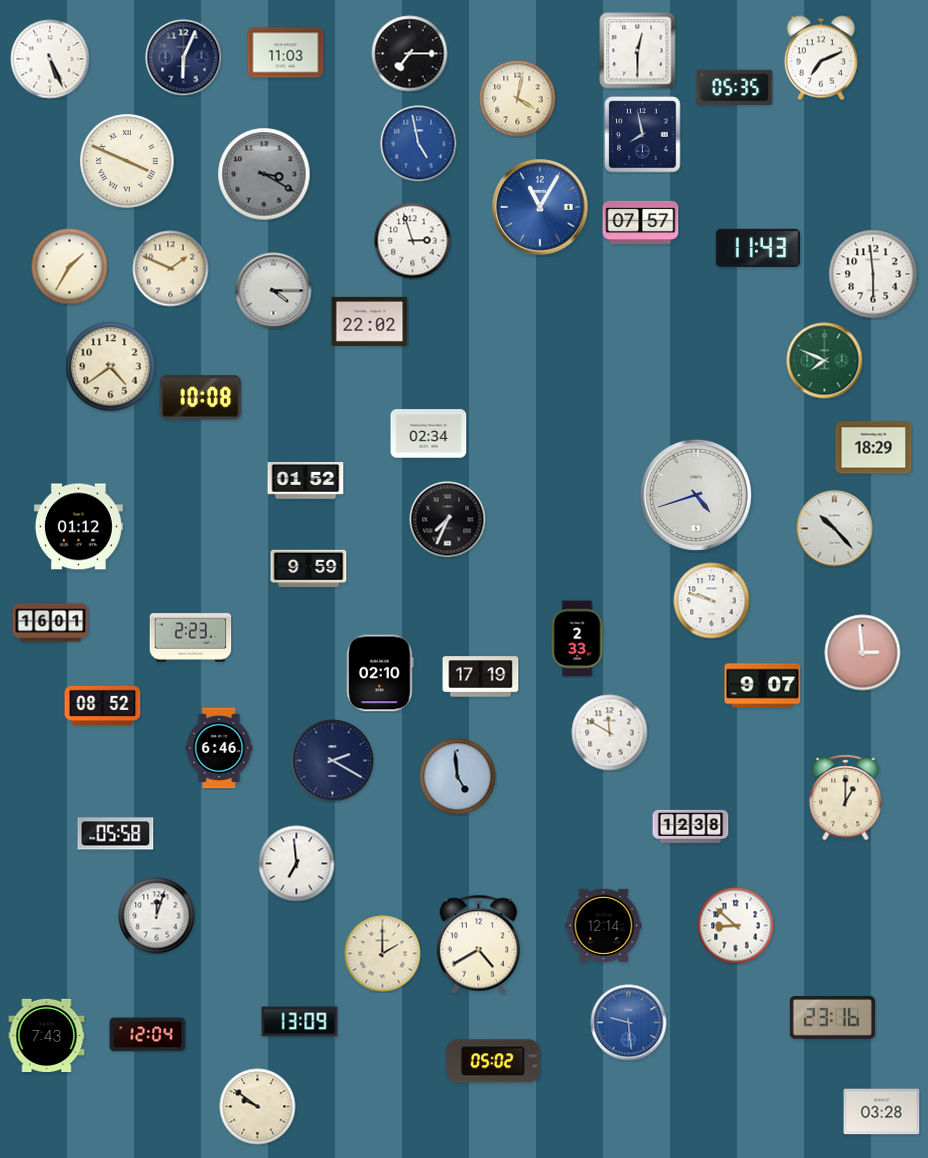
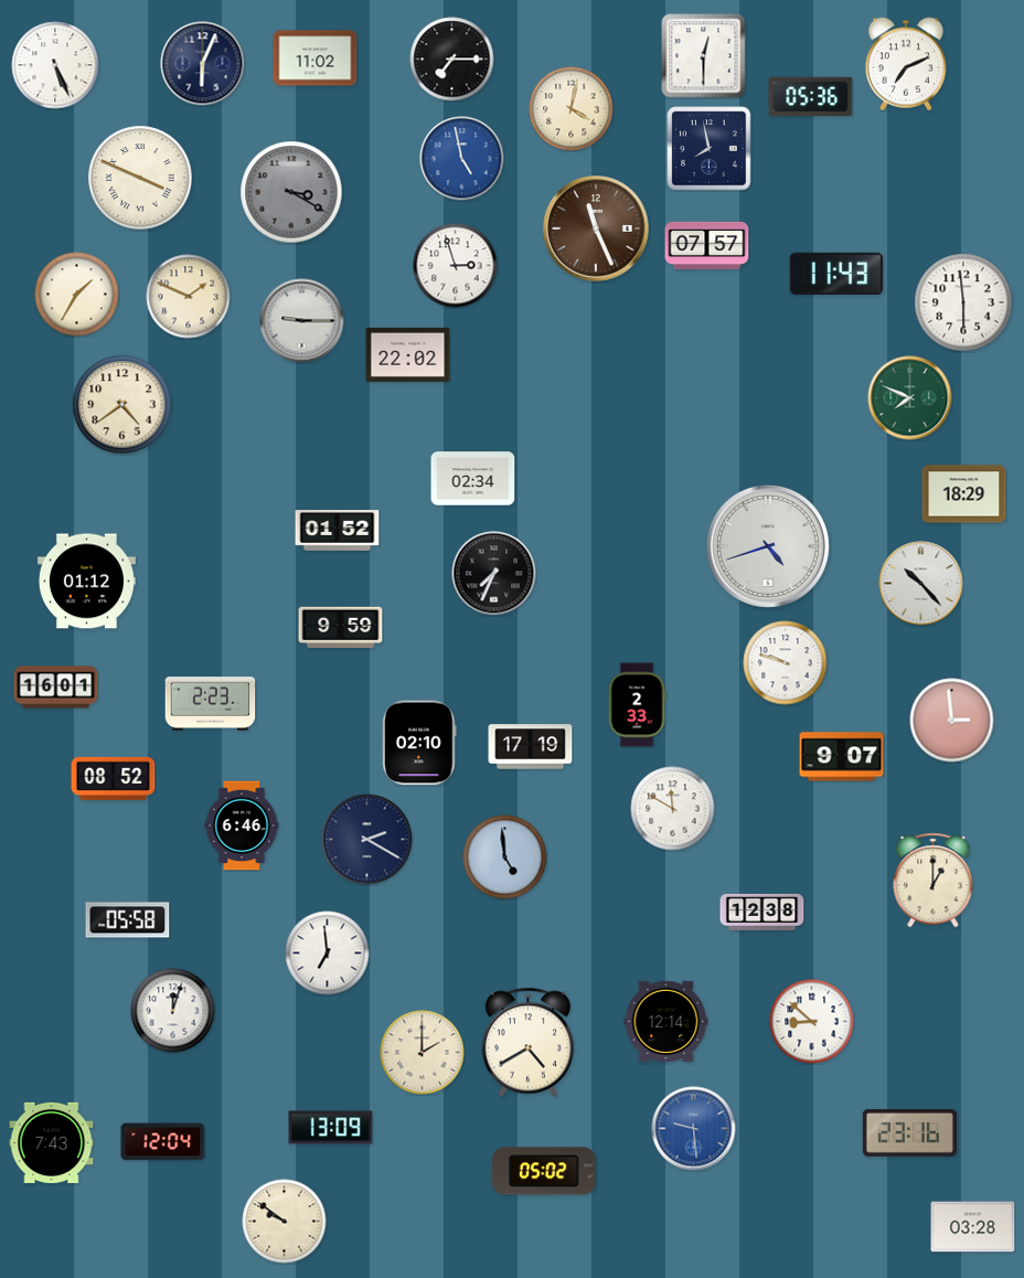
clock at (286, 53): 11:03 -> 11:02
clock at (735, 88): 05:35 -> 05:36
clock at (540, 207): 11:05 -> 11:26
clock at (540, 207) dial: blue -> brown
clock at (274, 291): 4:15 -> 9:15
clock at (201, 398): 10:08 -> none
clock at (832, 1018) position: (832, 1018) -> (909, 1133)
